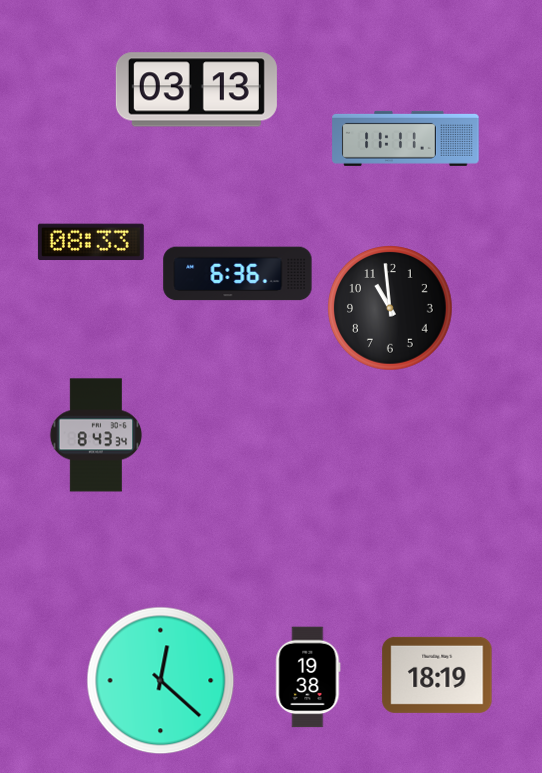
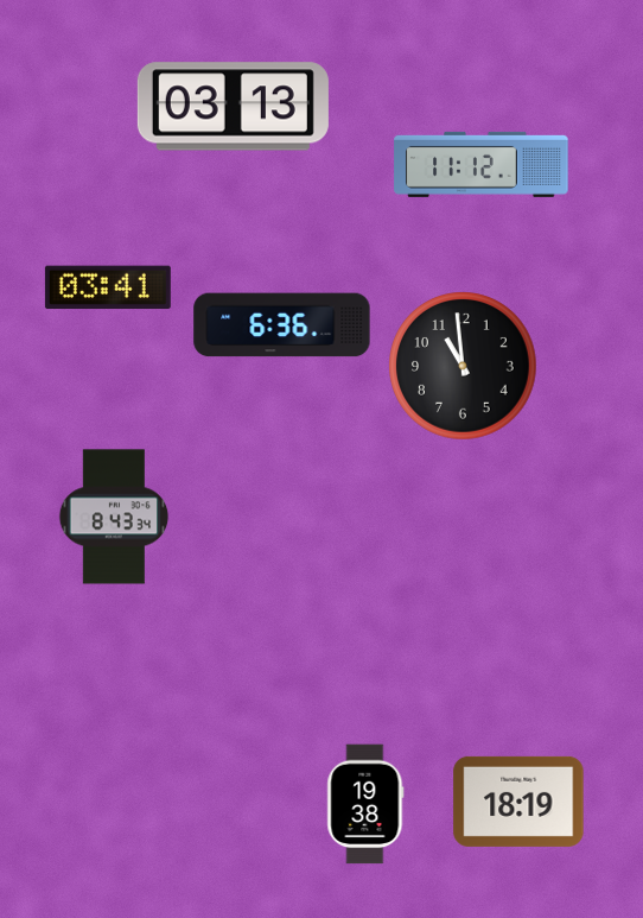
clock at (406, 138): 11:11 -> 11:12
clock at (91, 242): 08:33 -> 03:41
clock at (161, 681): 12:22 -> none
